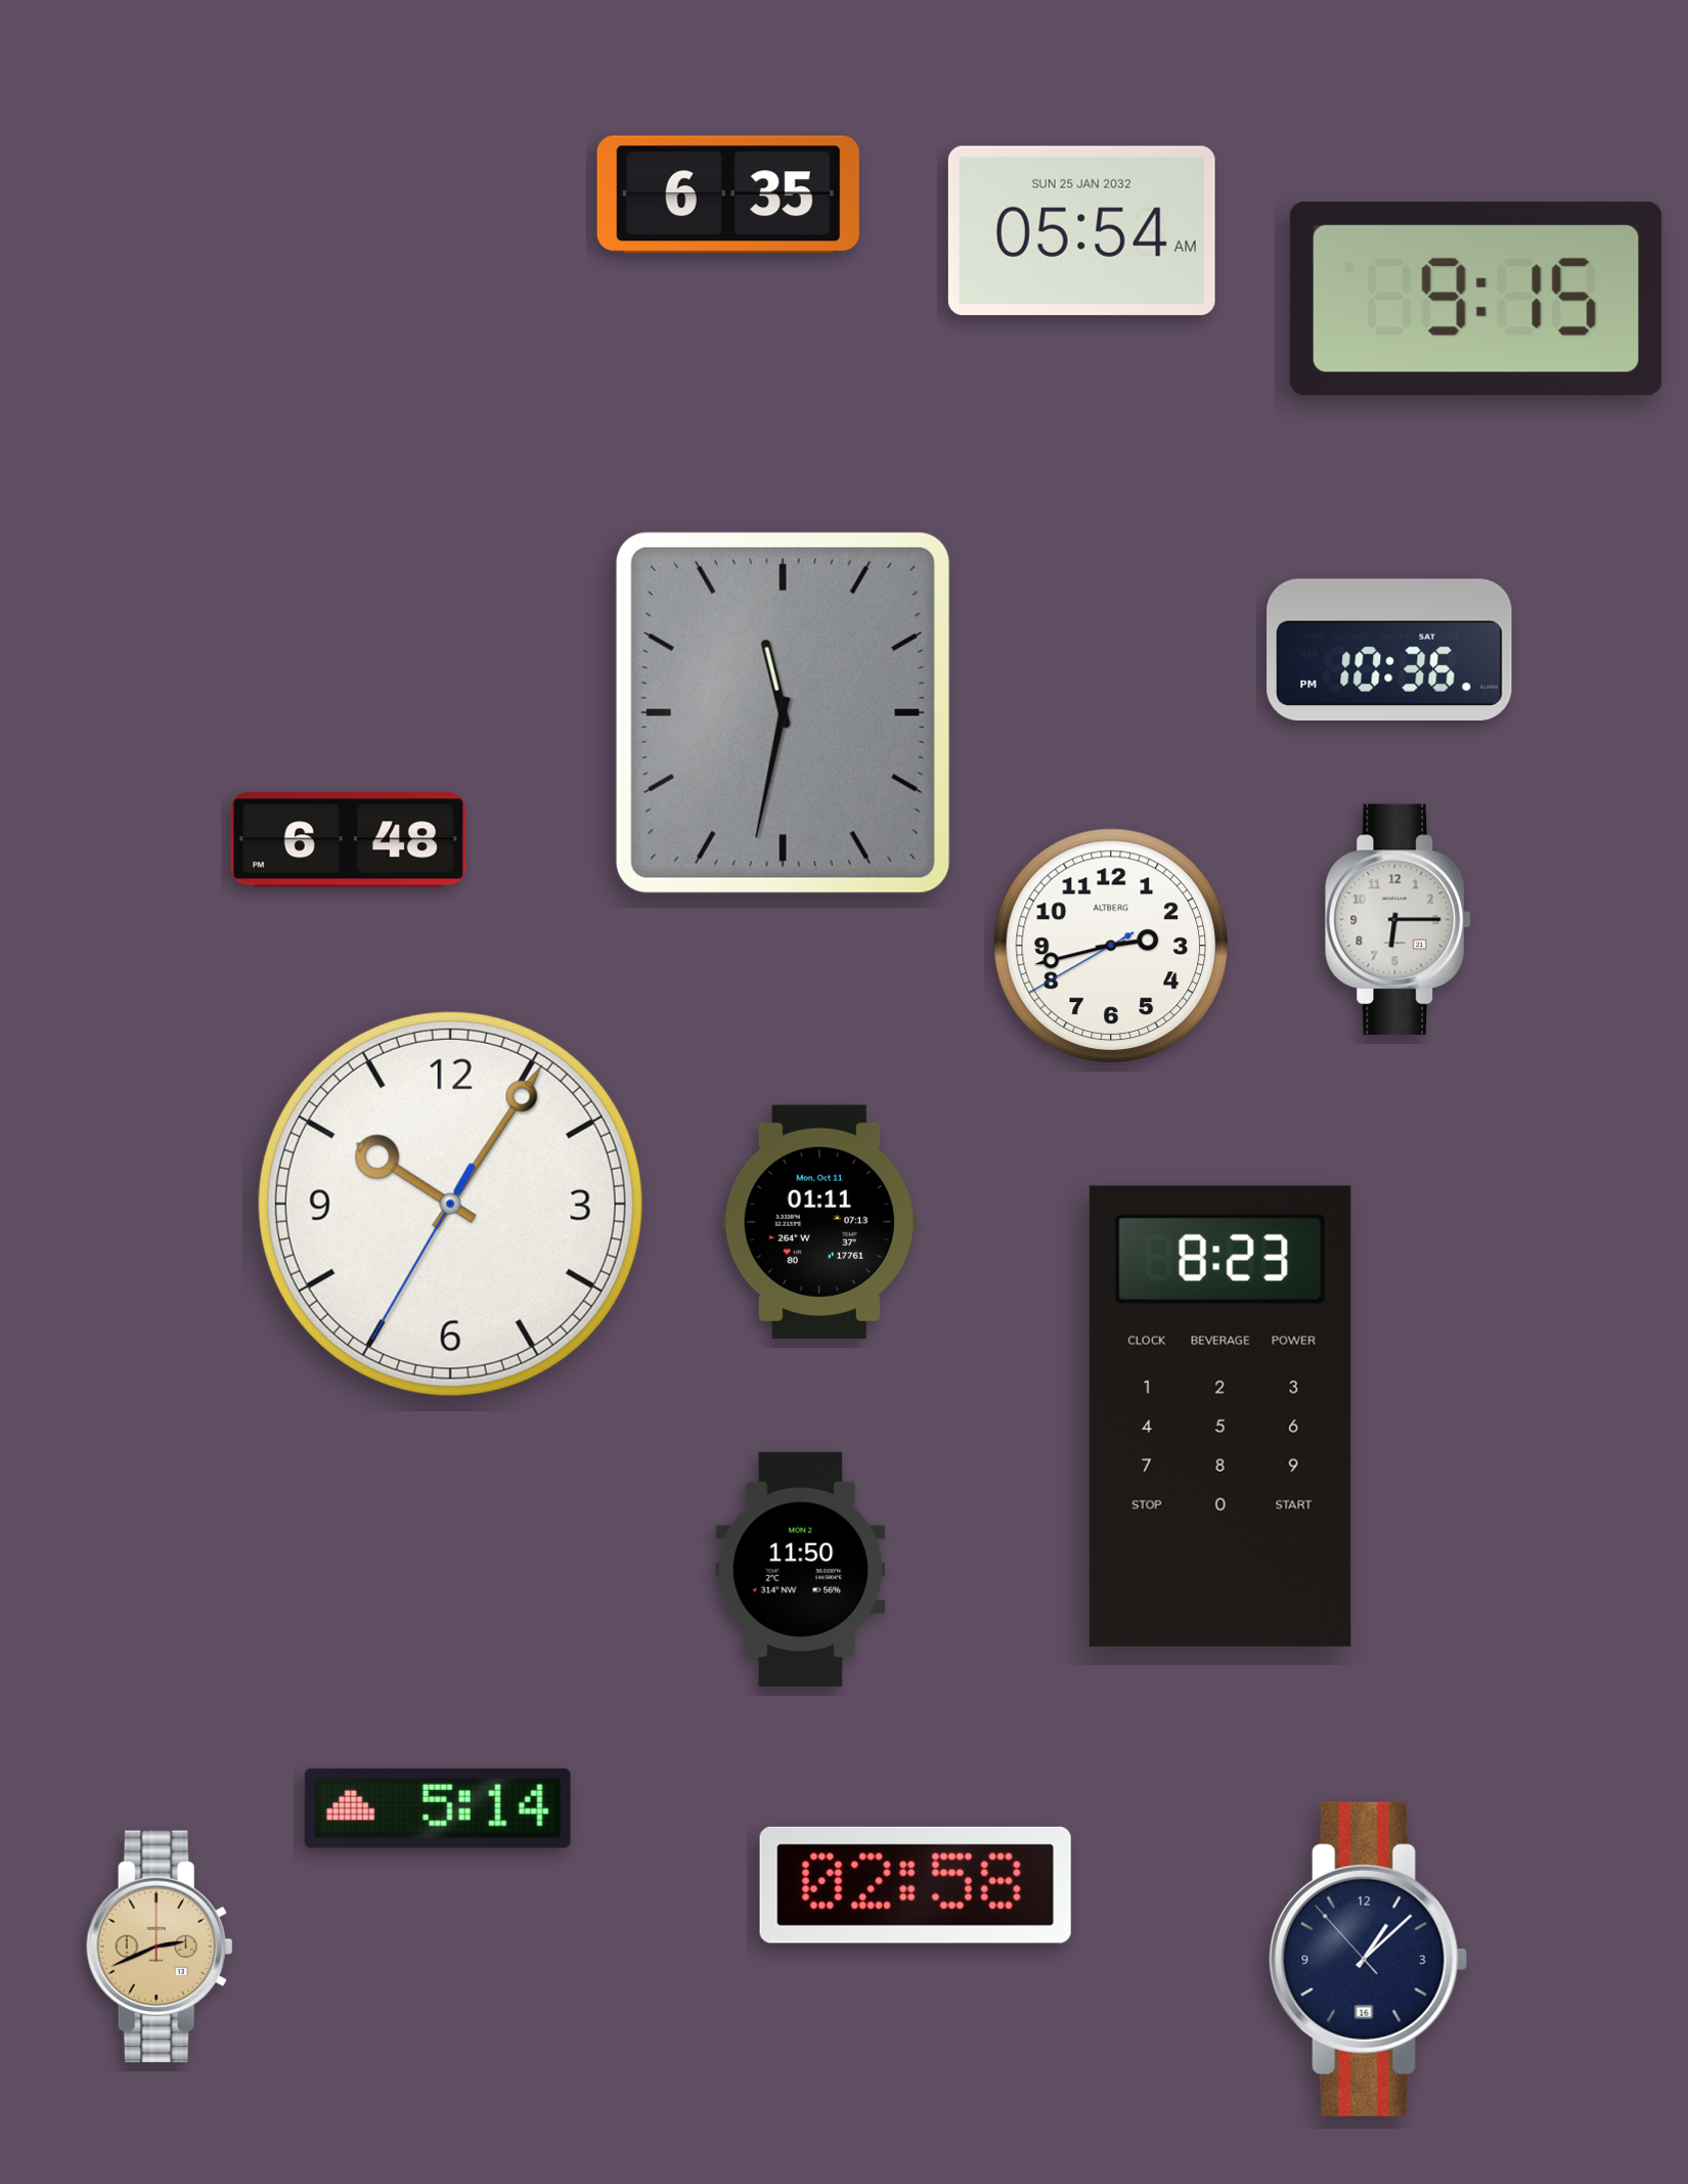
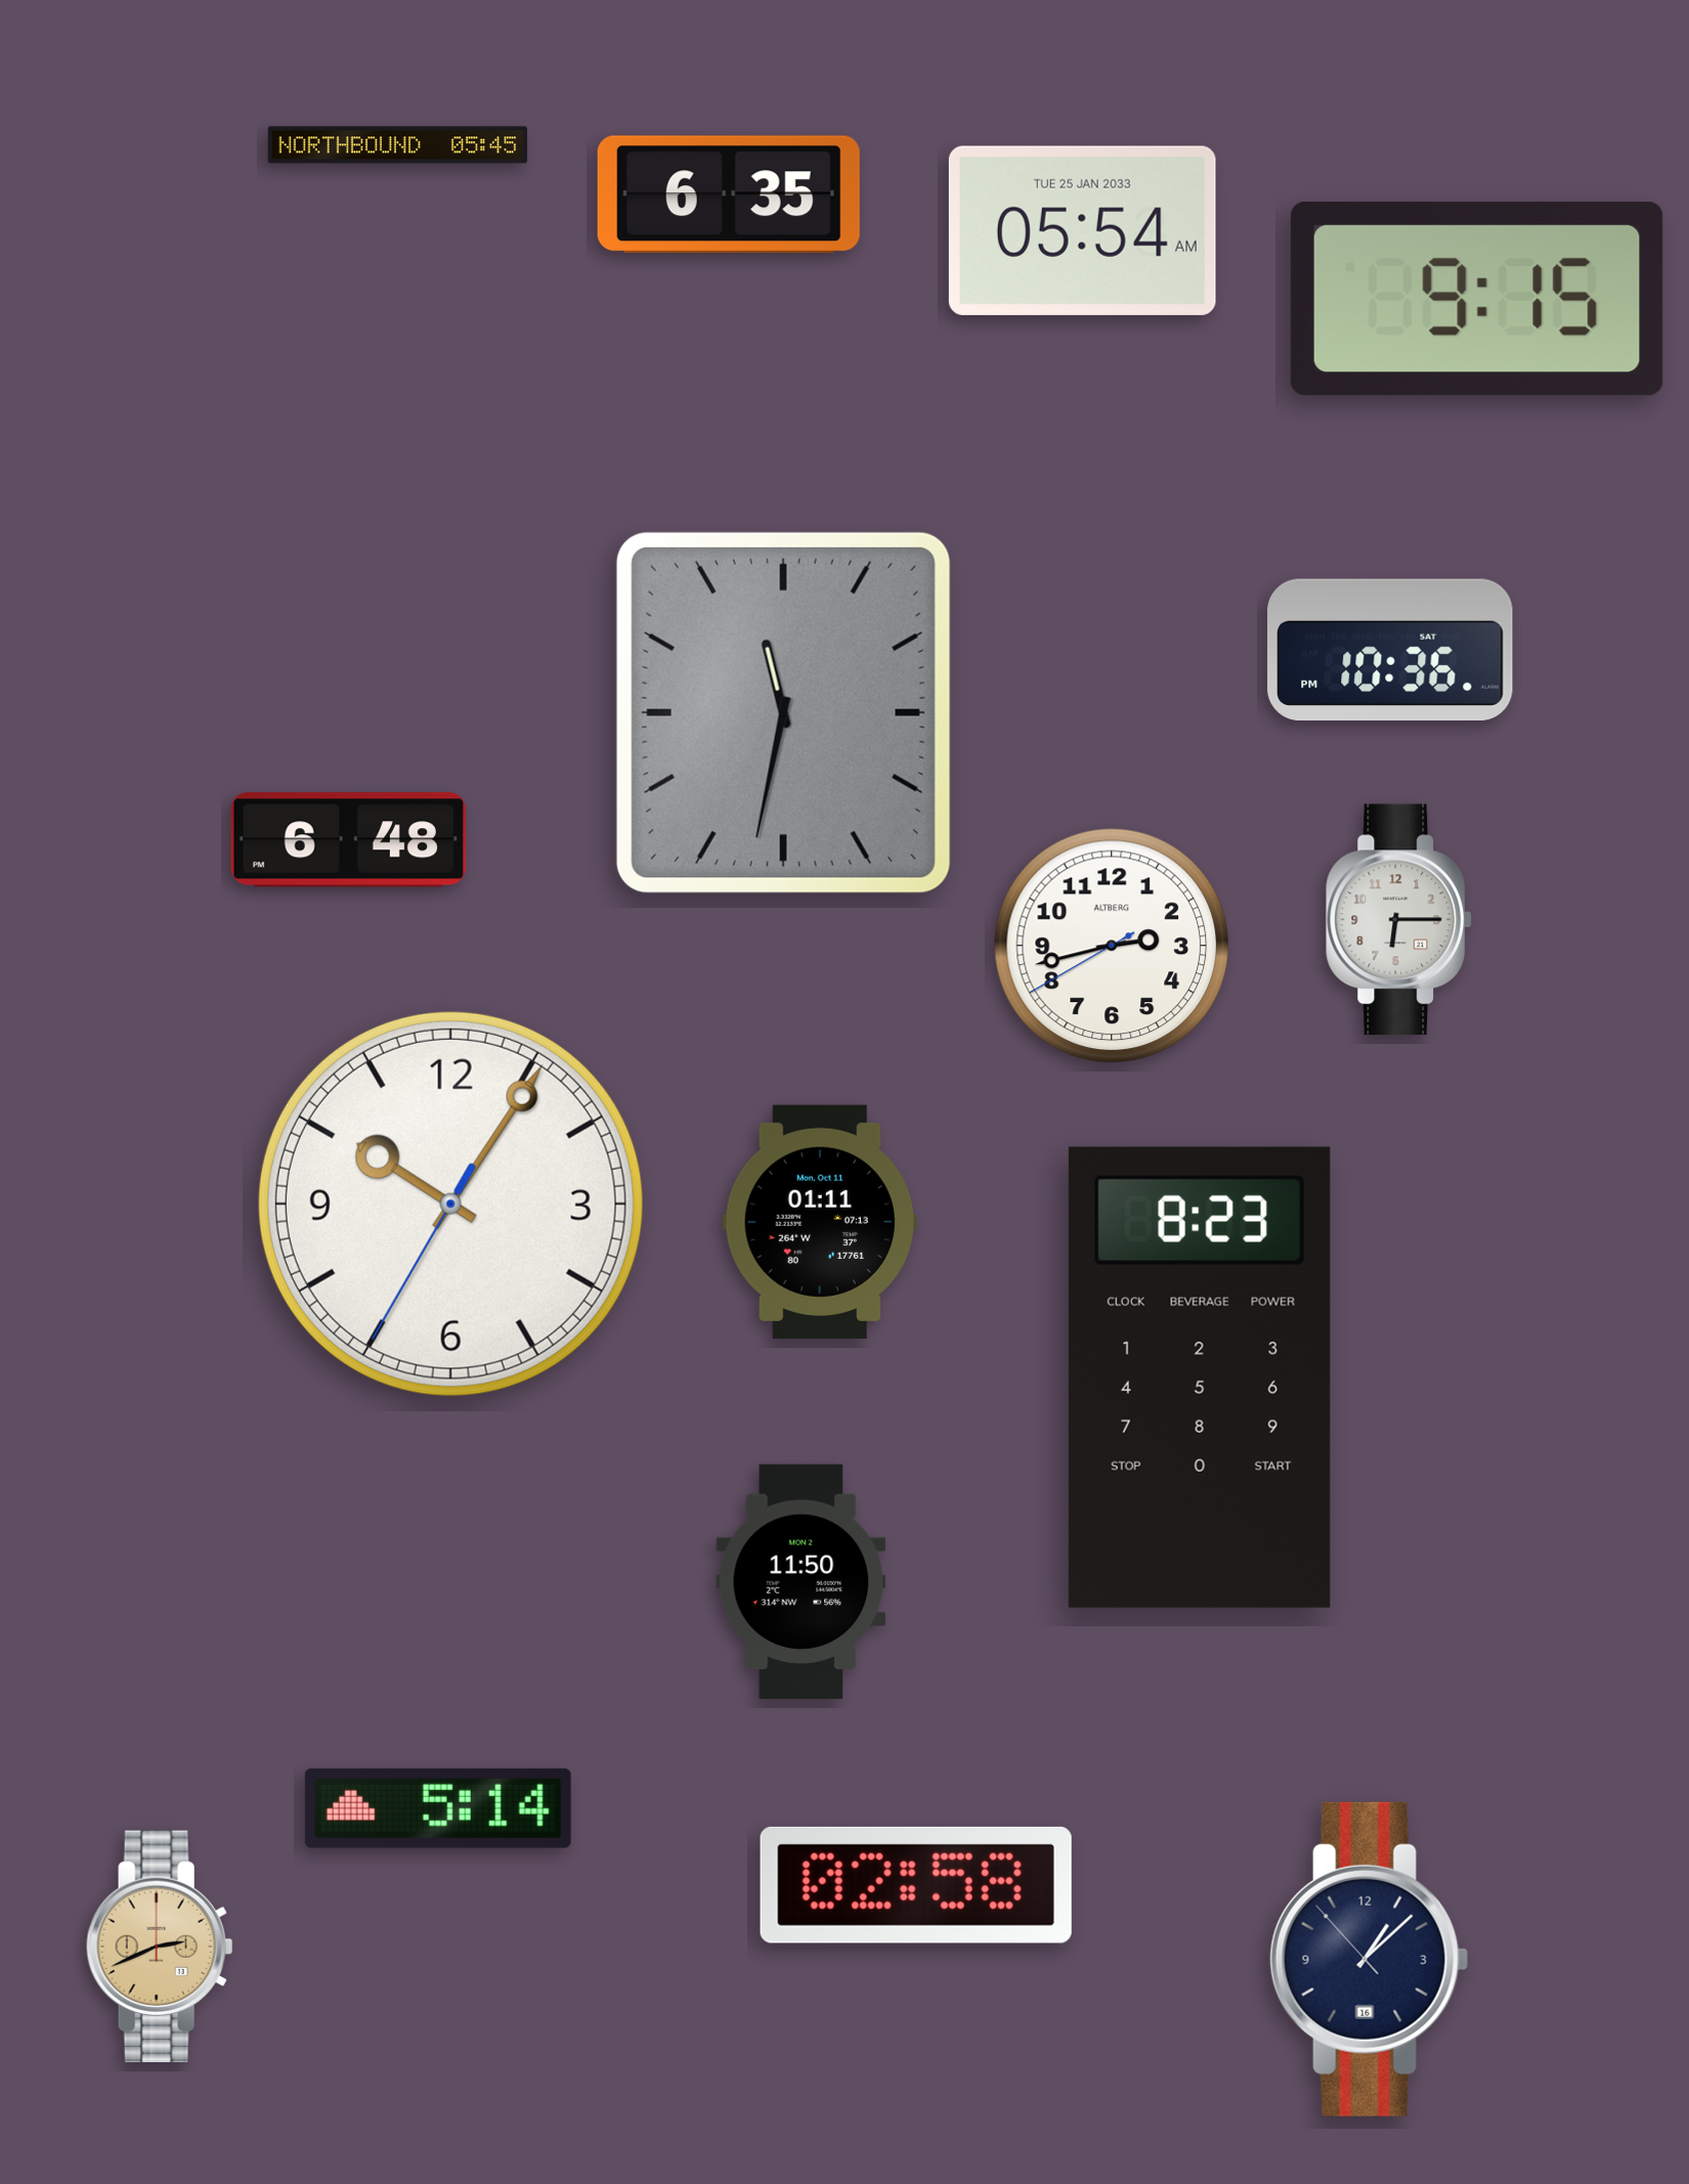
clock at (398, 145): none -> 05:45
clock at (1081, 230) date: SUN 25 JAN 2032 -> TUE 25 JAN 2033
clock at (1220, 1416) position: (1220, 1416) -> (1200, 1378)
clock at (801, 1569) position: (801, 1569) -> (802, 1581)
